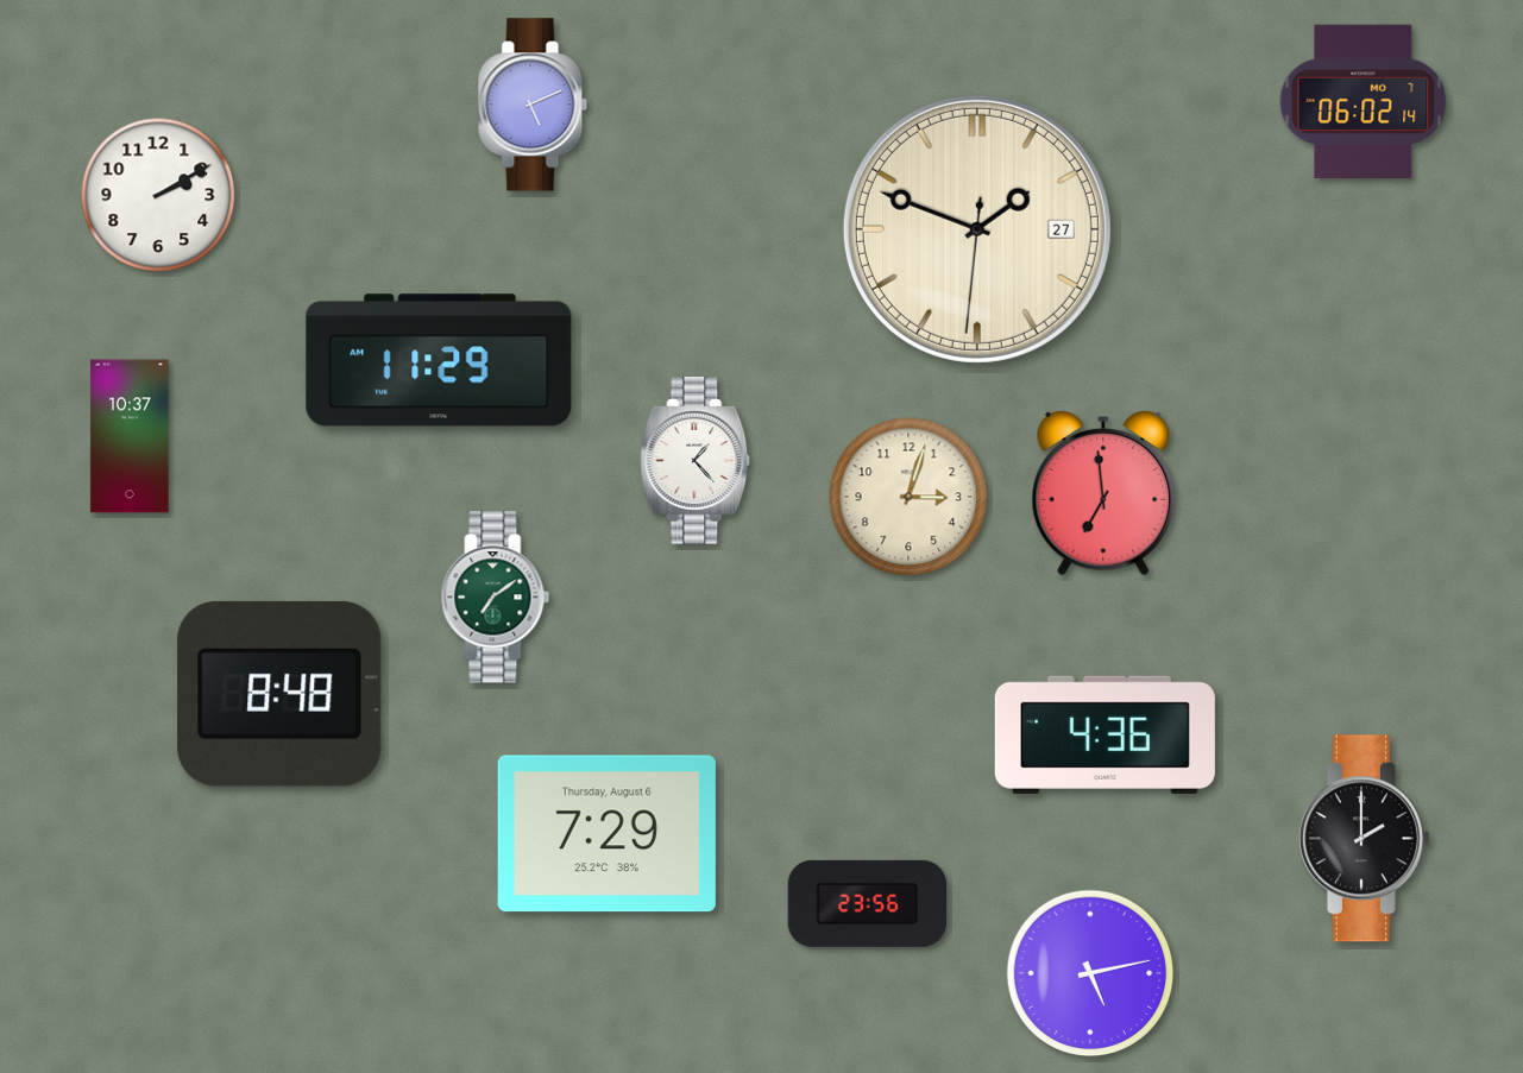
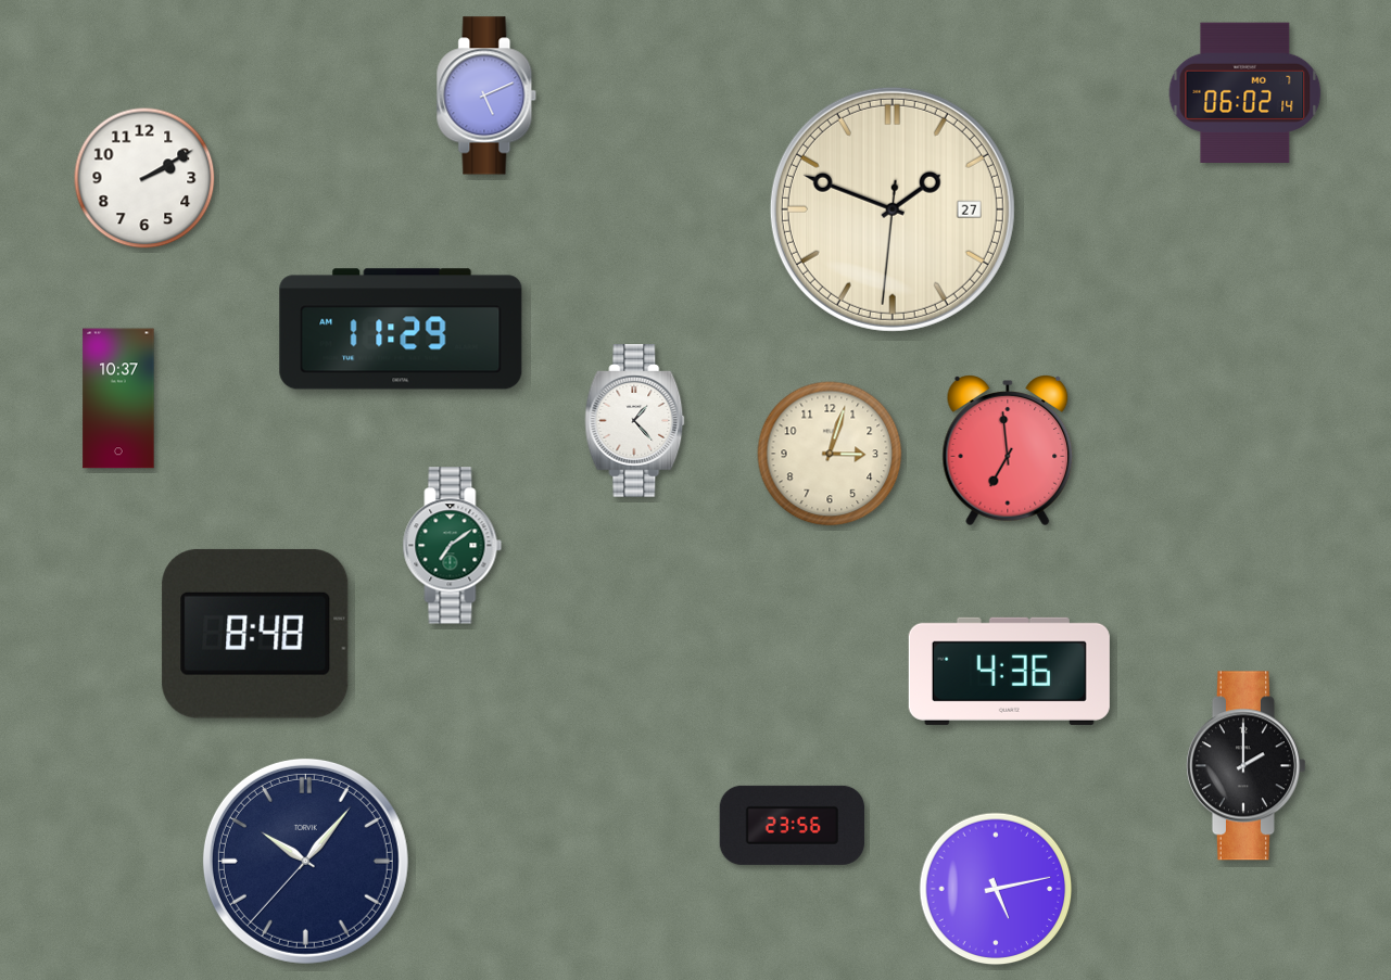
clock at (606, 834): 7:29 -> none
clock at (305, 861): none -> 10:06
